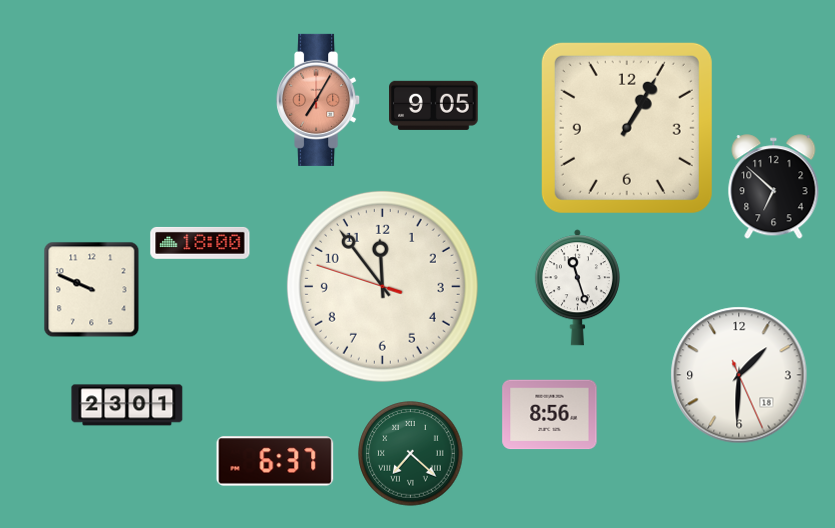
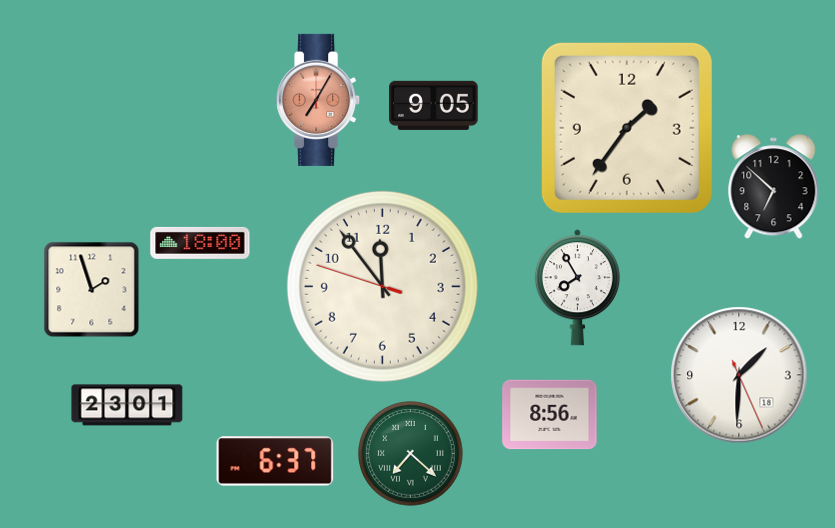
clock at (627, 128): 1:05 -> 1:36
clock at (577, 288): 11:27 -> 7:55
clock at (91, 289): 9:49 -> 1:57
